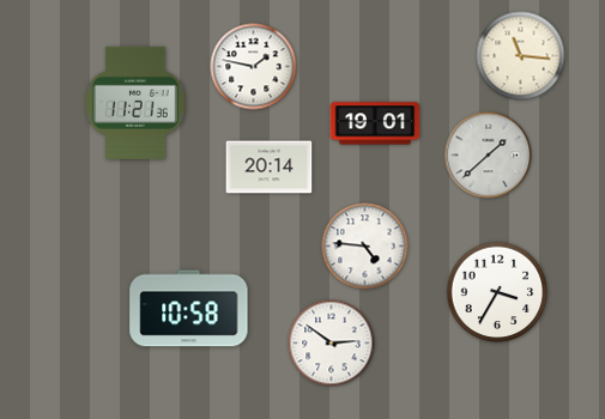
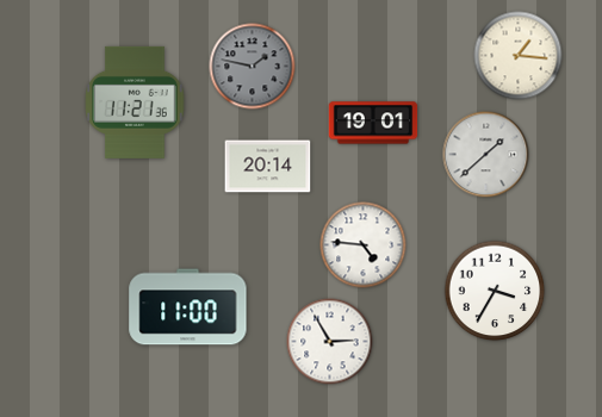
clock at (521, 56): 11:16 -> 1:16
clock at (254, 67) dial: white -> grey
clock at (189, 309): 10:58 -> 11:00
clock at (332, 344): 2:51 -> 2:55
